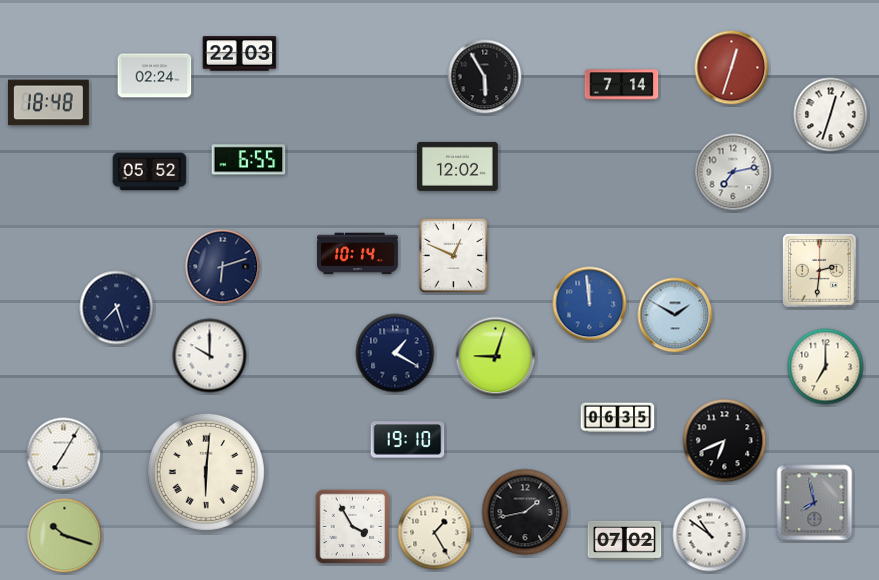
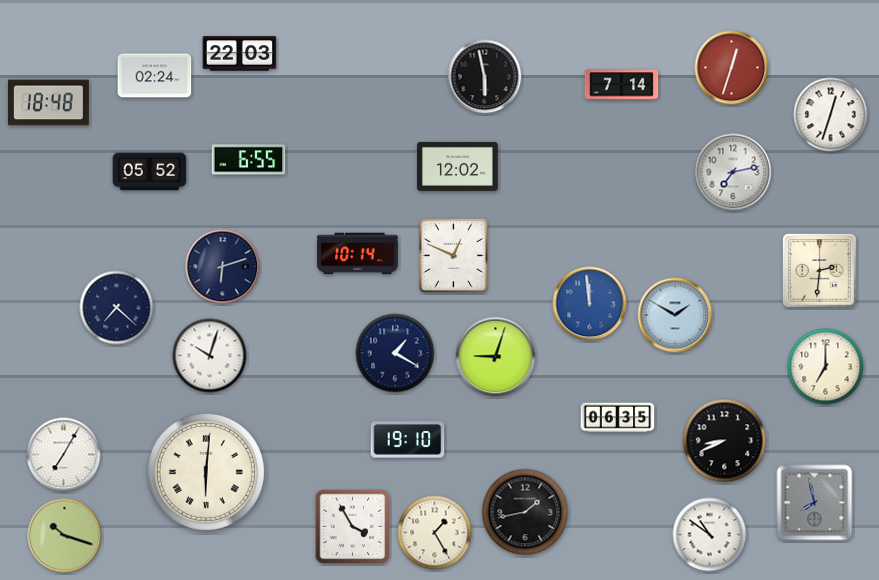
clock at (485, 77): 5:55 -> 5:58
clock at (117, 308): 7:27 -> 7:22
clock at (210, 356): 10:00 -> 10:03
clock at (725, 441): 6:41 -> 8:41
clock at (625, 540): 07:02 -> none
